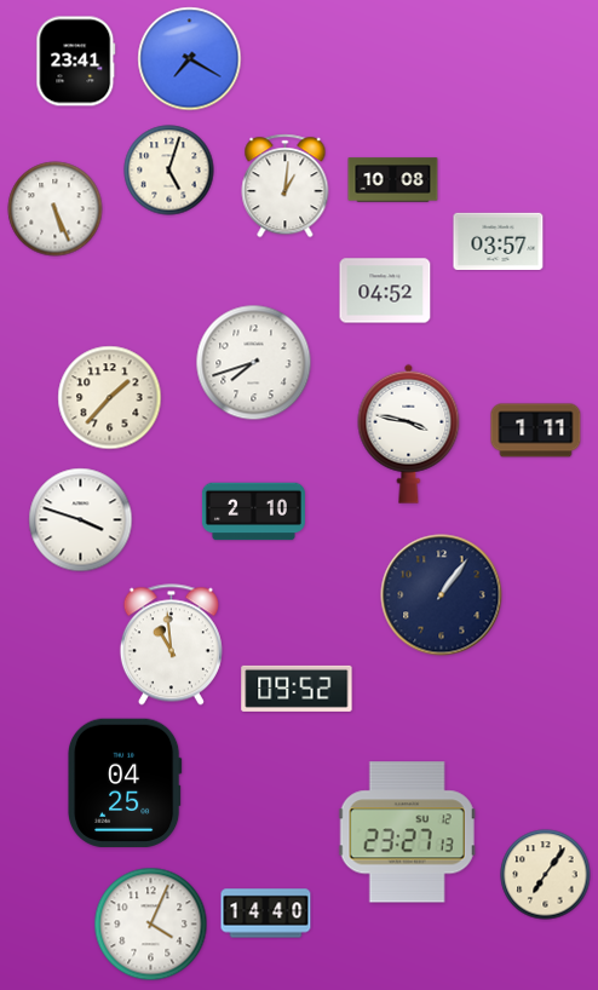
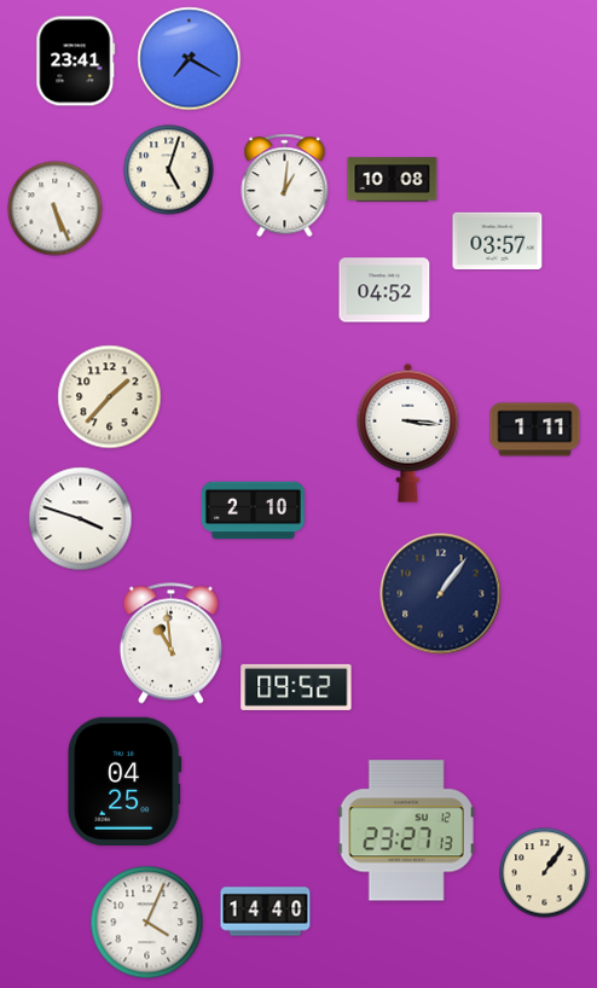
clock at (254, 363): 7:42 -> none
clock at (409, 433): 3:47 -> 3:16
clock at (546, 875): 7:06 -> 1:06
clock at (151, 925) position: (151, 925) -> (147, 923)
